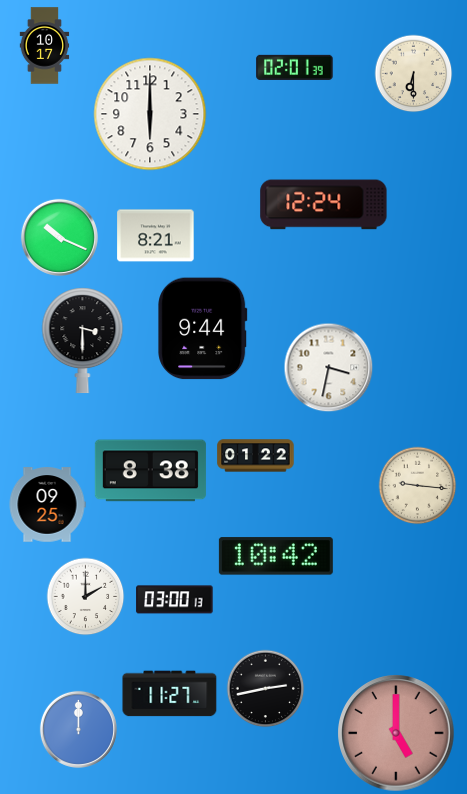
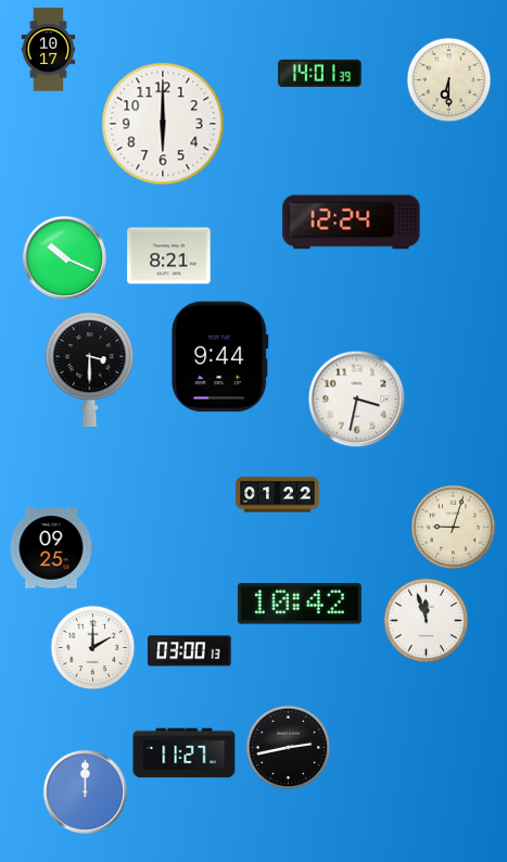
clock at (295, 67): 02:01 -> 14:01
clock at (150, 471): 8:38 -> none
clock at (417, 485): 9:16 -> 9:03
clock at (426, 620): none -> 11:57
clock at (396, 733): 5:00 -> none
